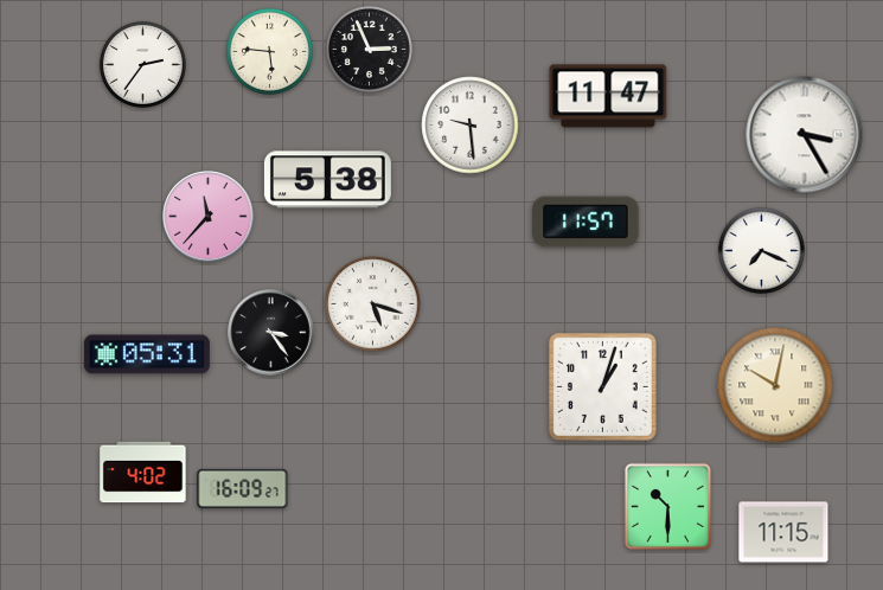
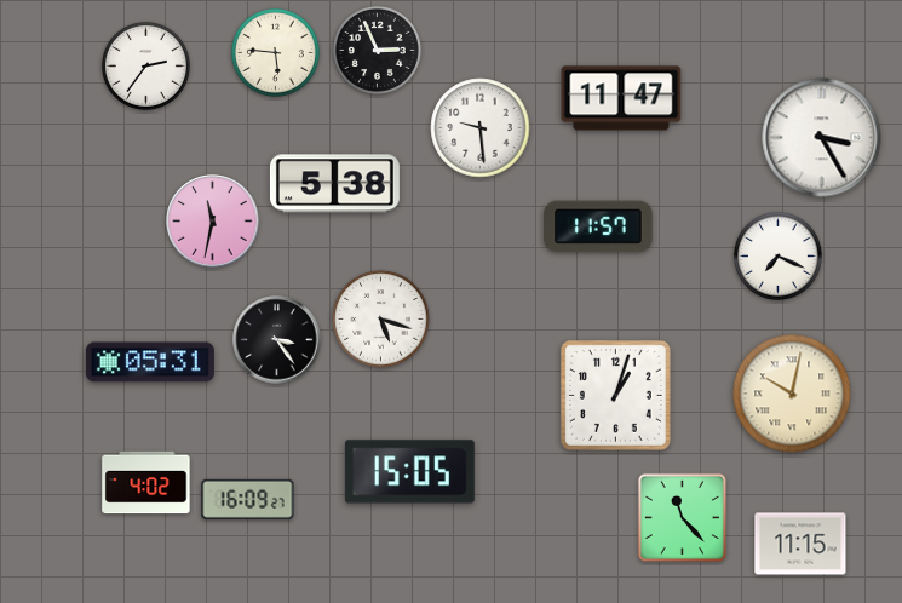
clock at (209, 217): 11:37 -> 11:32
clock at (373, 304) position: (373, 304) -> (381, 320)
clock at (409, 472): none -> 15:05
clock at (667, 506): 10:30 -> 11:23
